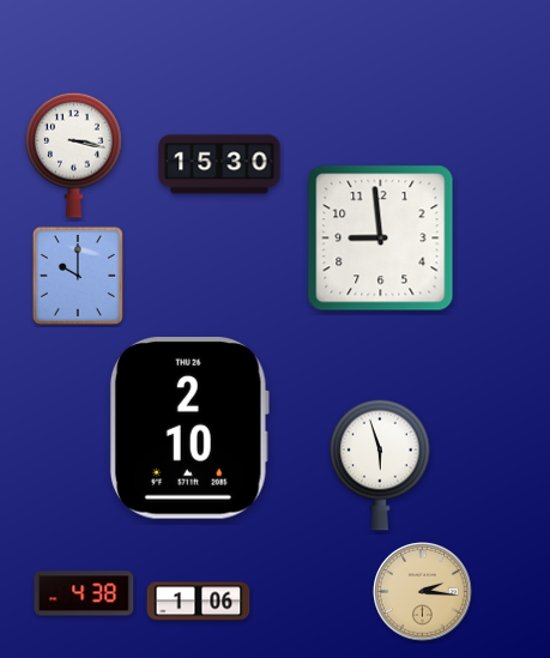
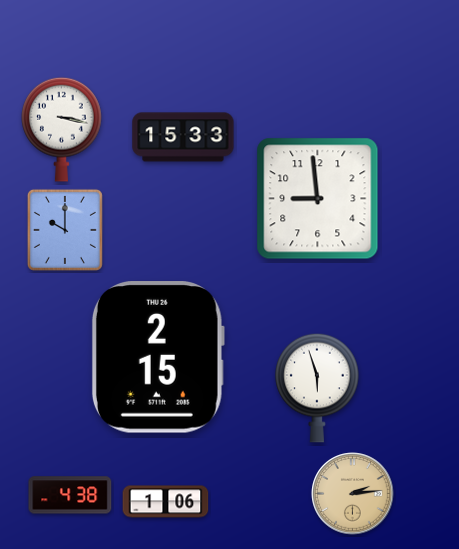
clock at (219, 164): 15:30 -> 15:33
clock at (189, 428): 2:10 -> 2:15
clock at (423, 592): 2:16 -> 2:14
